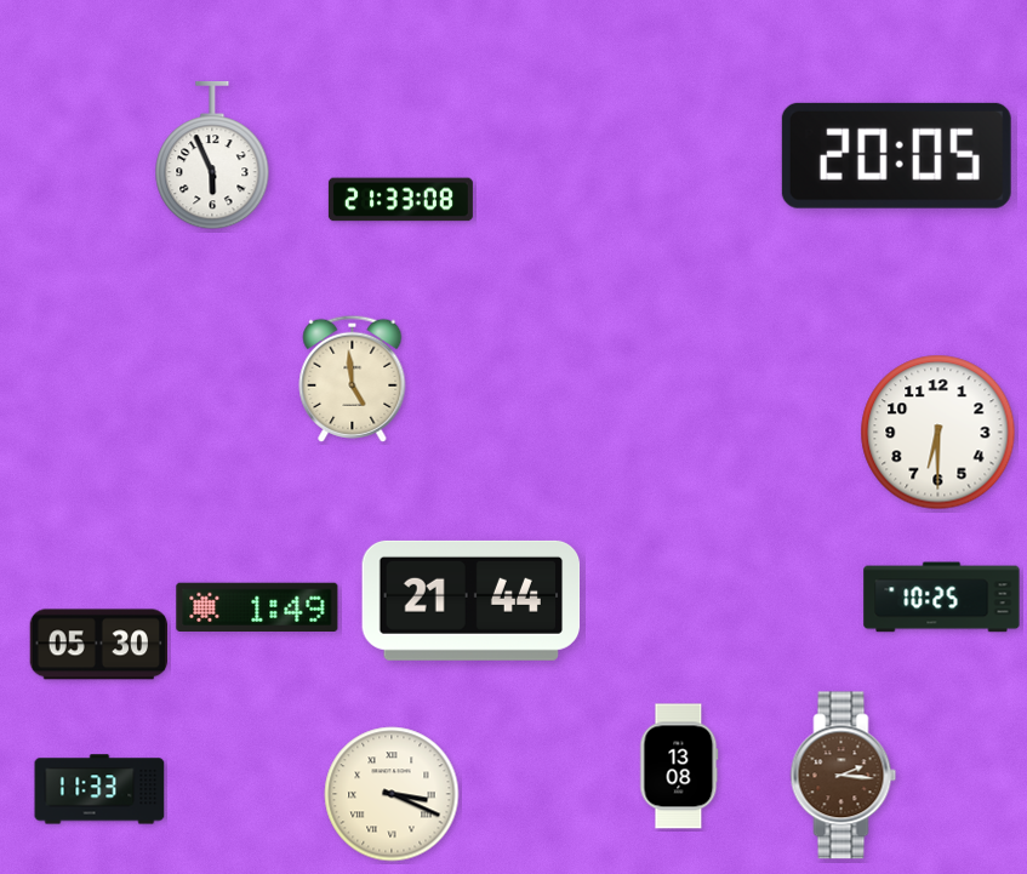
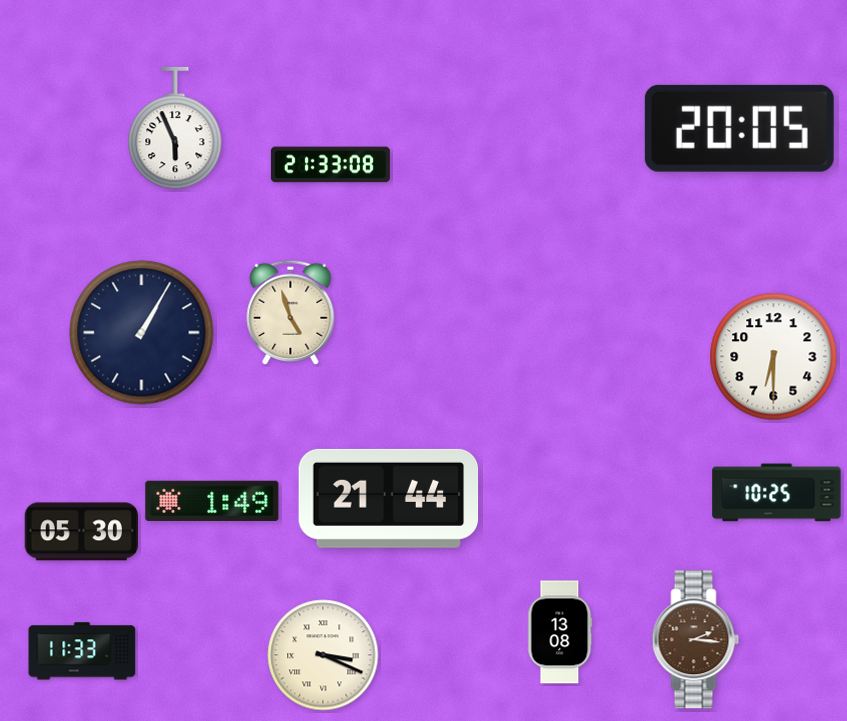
clock at (353, 378): 4:59 -> 4:57
clock at (142, 333): none -> 1:05
clock at (472, 600) position: (472, 600) -> (389, 498)
